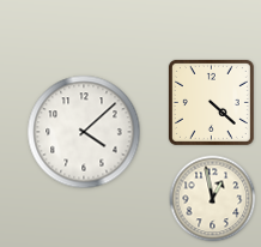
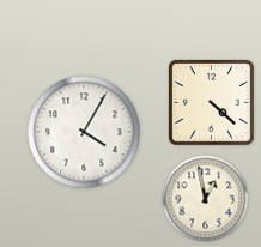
clock at (84, 132): 4:08 -> 4:05
clock at (213, 199) position: (213, 199) -> (206, 199)
